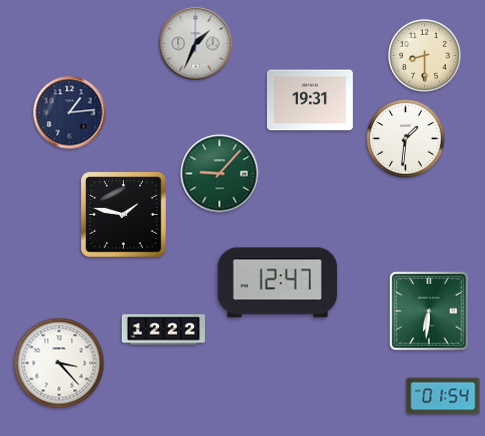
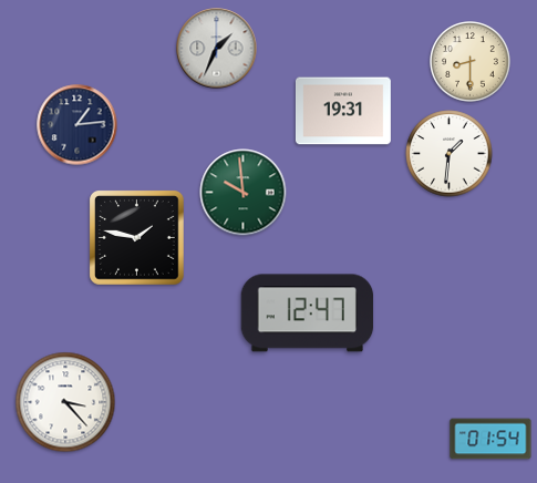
clock at (220, 174): 9:07 -> 9:59
clock at (429, 311): 6:31 -> none
clock at (163, 330): 12:22 -> none
